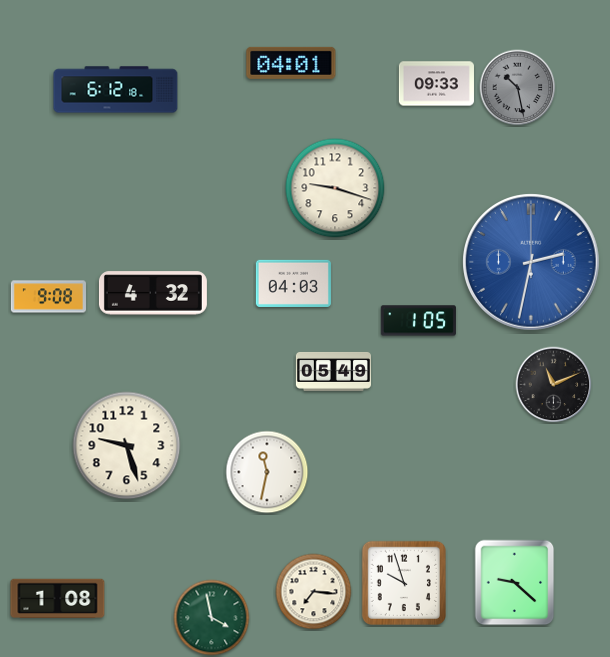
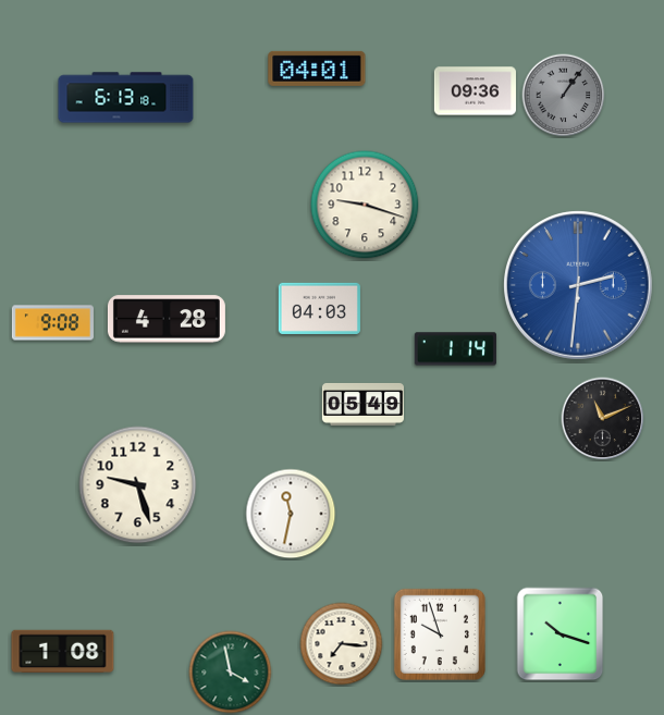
clock at (436, 84): 09:33 -> 09:36
clock at (518, 88): 10:28 -> 1:06
clock at (116, 90): 6:12 -> 6:13
clock at (531, 262): 2:32 -> 2:31
clock at (153, 293): 4:32 -> 4:28
clock at (418, 321): 1:05 -> 1:14
clock at (515, 583): 9:22 -> 10:18
